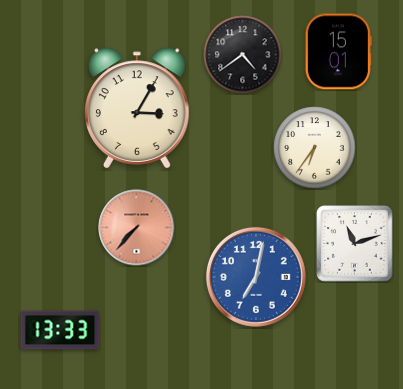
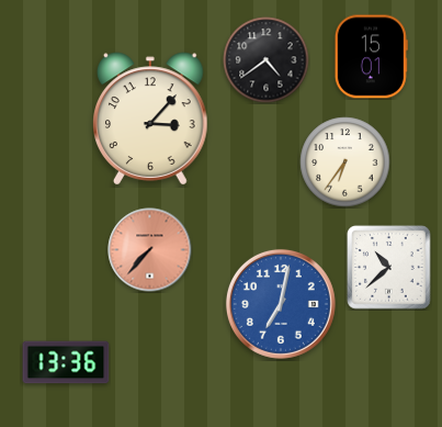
clock at (138, 108): 3:05 -> 3:07
clock at (355, 244): 11:12 -> 10:38
clock at (60, 330): 13:33 -> 13:36
